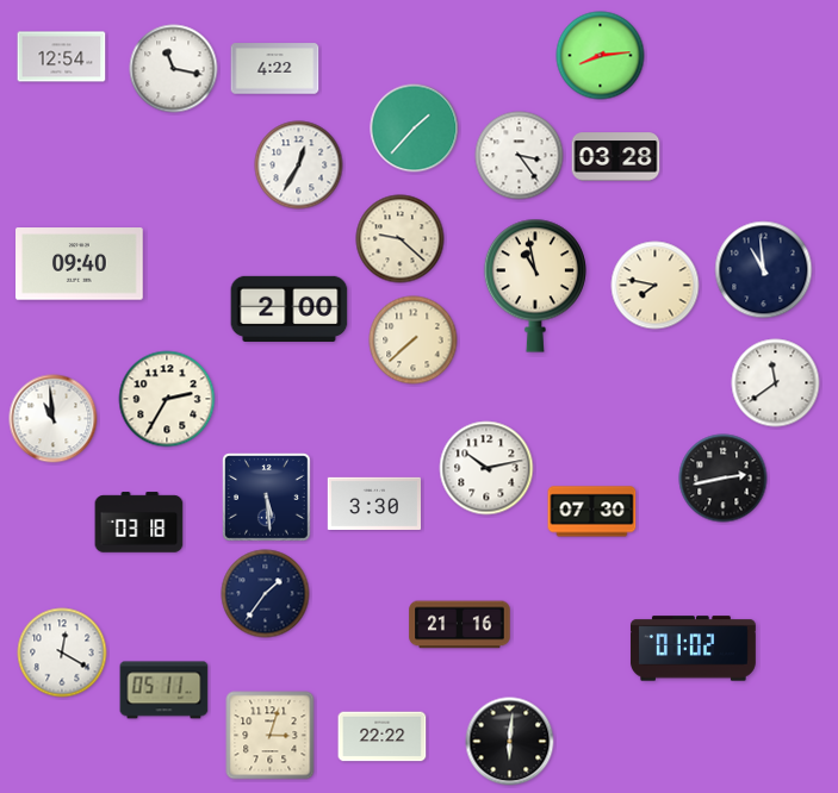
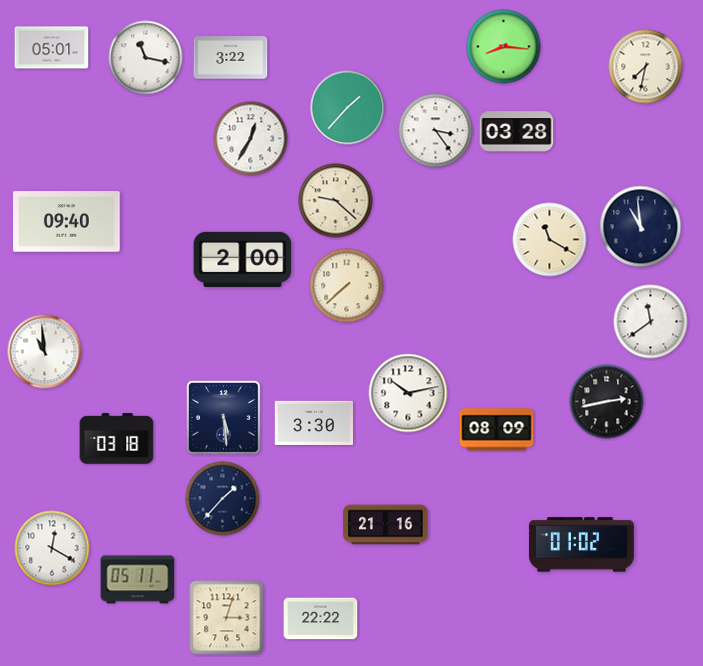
clock at (601, 56): 8:14 -> 8:16
clock at (62, 57): 12:54 -> 05:01
clock at (275, 69): 4:22 -> 3:22
clock at (646, 67): none -> 7:32
clock at (535, 286): 10:58 -> none
clock at (656, 286): 7:47 -> 11:20
clock at (167, 399): 2:35 -> none
clock at (592, 512): 07:30 -> 08:09
clock at (266, 594): 1:36 -> 1:37
clock at (510, 742): 6:01 -> none
